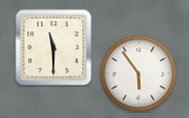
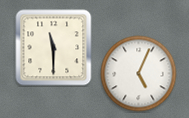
clock at (139, 74): 5:54 -> 5:04
